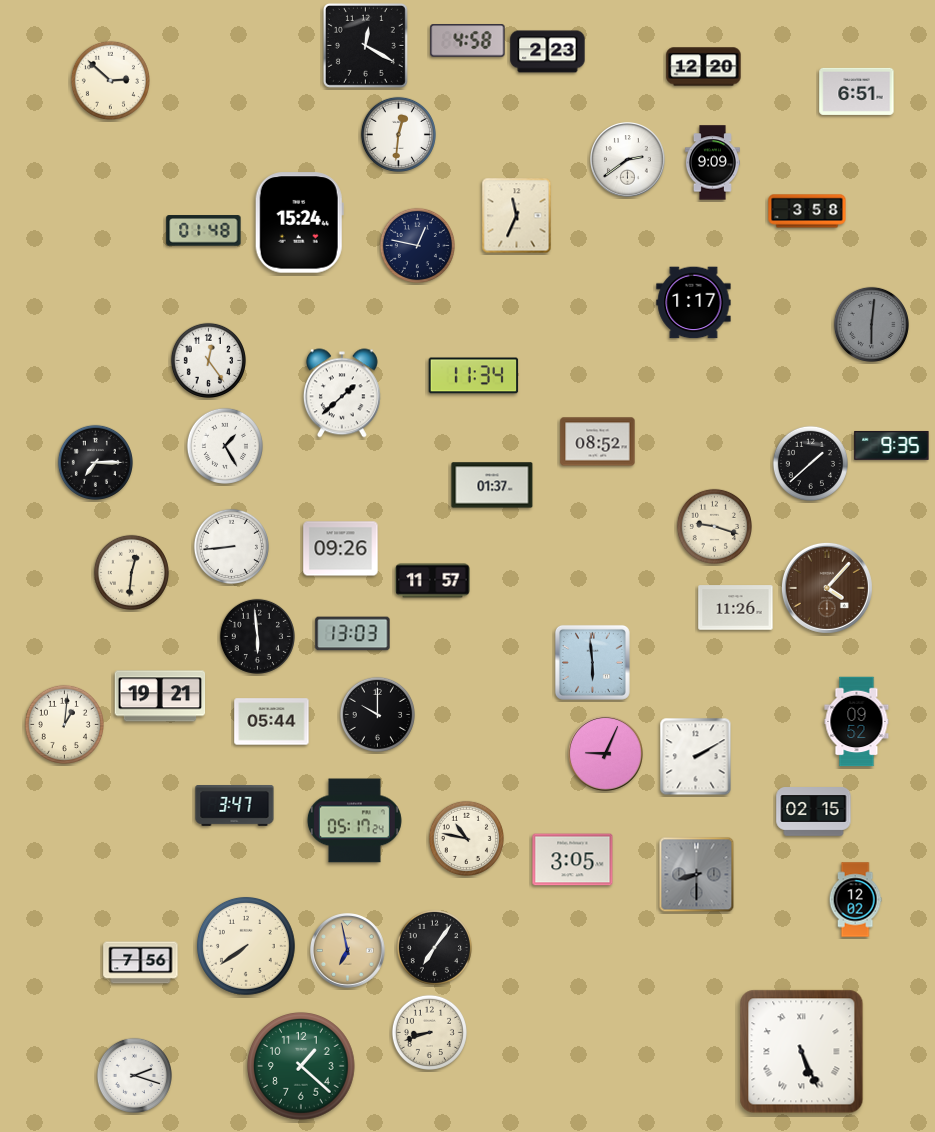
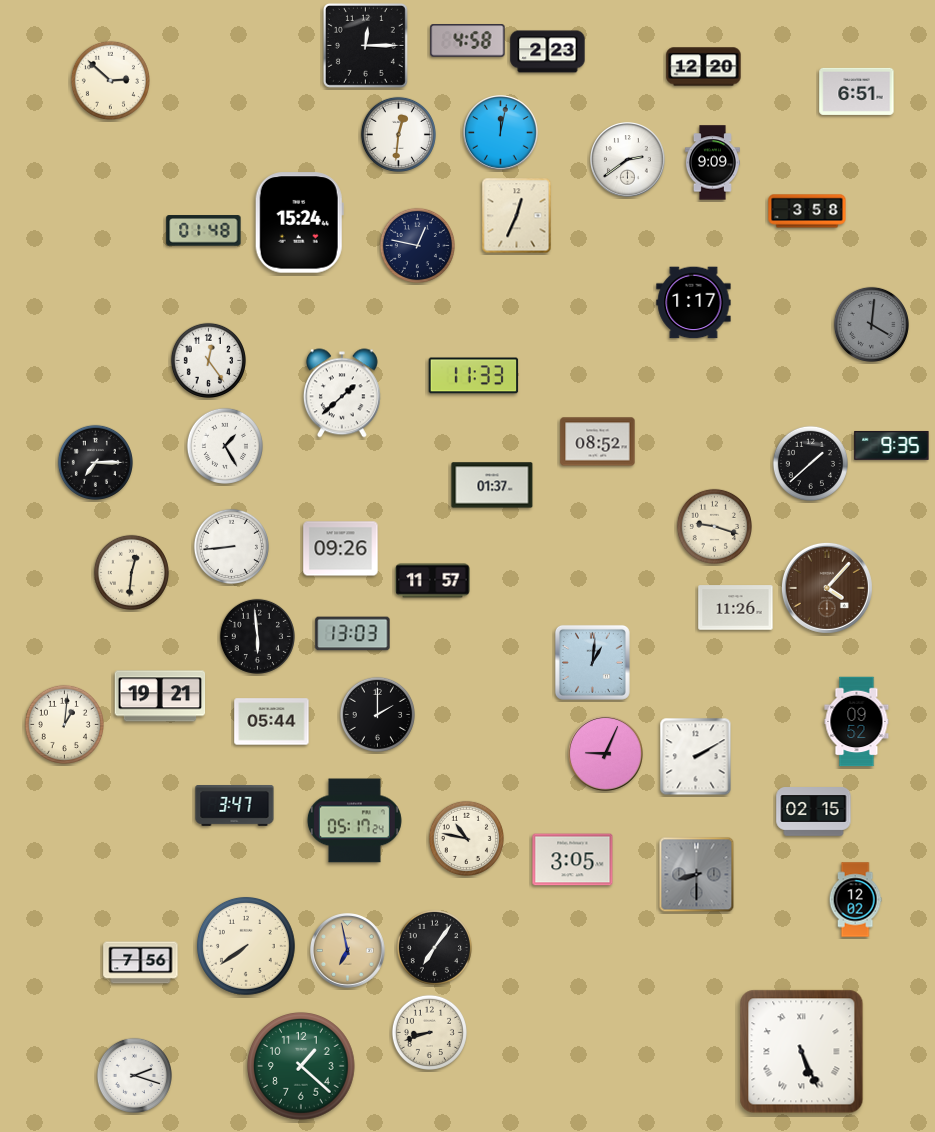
clock at (365, 45): 12:20 -> 12:15
clock at (501, 133): none -> 12:02
clock at (517, 216): 11:34 -> 12:34
clock at (871, 324): 6:01 -> 4:01
clock at (474, 376): 11:34 -> 11:33
clock at (592, 662): 5:59 -> 1:01
clock at (377, 714): 10:00 -> 2:00
